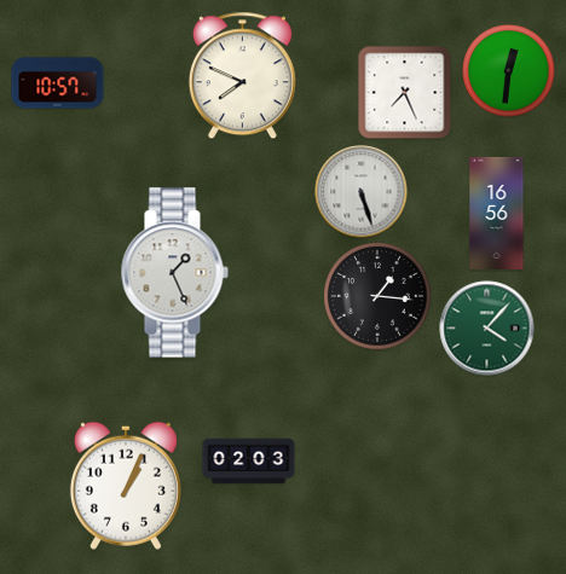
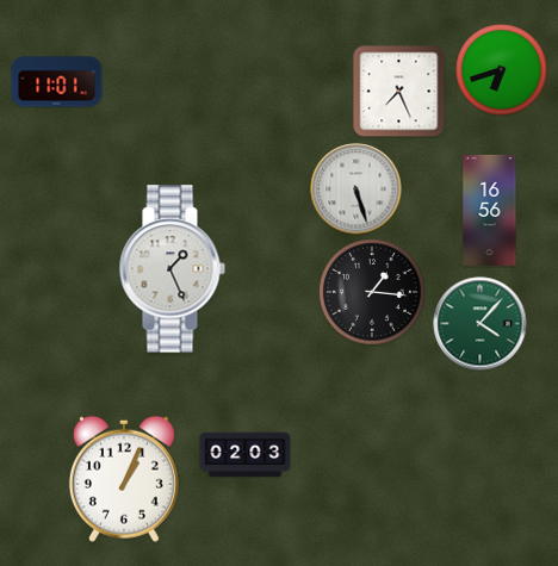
clock at (509, 71): 12:31 -> 6:42
clock at (242, 76): 7:49 -> none
clock at (58, 83): 10:57 -> 11:01
